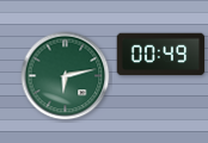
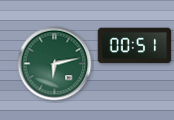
clock at (161, 55): 00:49 -> 00:51
